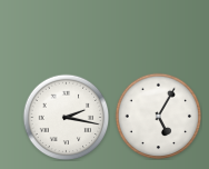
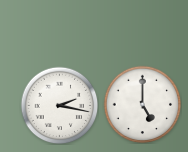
clock at (158, 116): 5:05 -> 5:00
